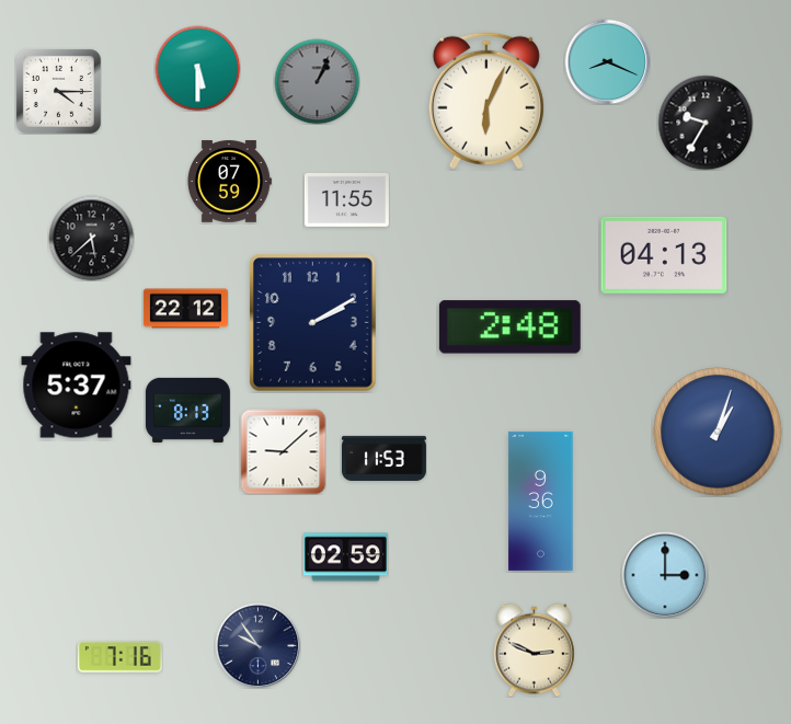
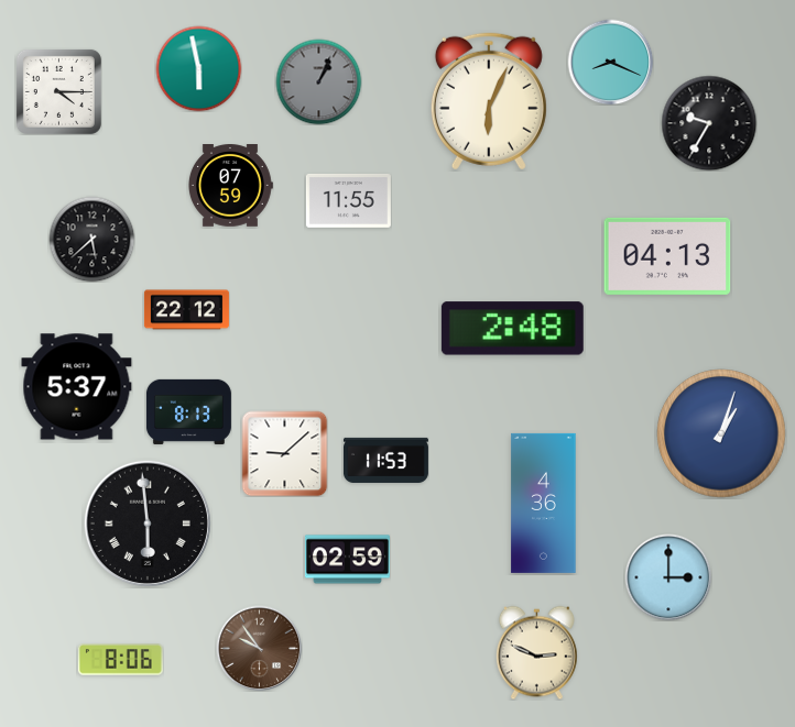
clock at (197, 68): 5:30 -> 5:58
clock at (229, 182) position: (229, 182) -> (230, 186)
clock at (313, 323): 2:10 -> none
clock at (541, 501): 9:36 -> 4:36
clock at (148, 524): none -> 5:59
clock at (257, 645) dial: navy -> brown
clock at (119, 657): 7:16 -> 8:06
